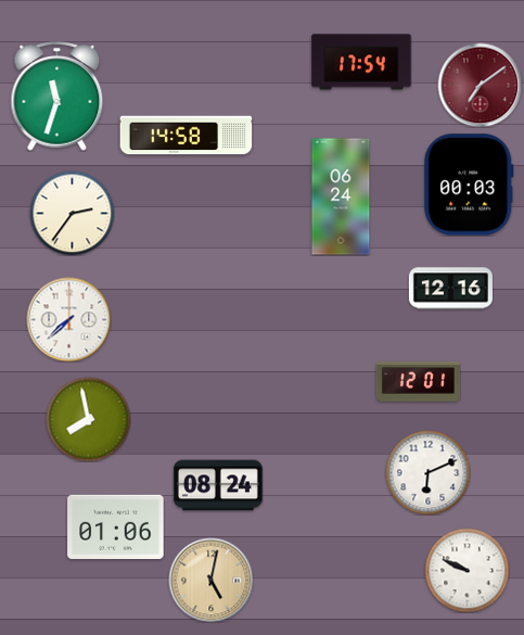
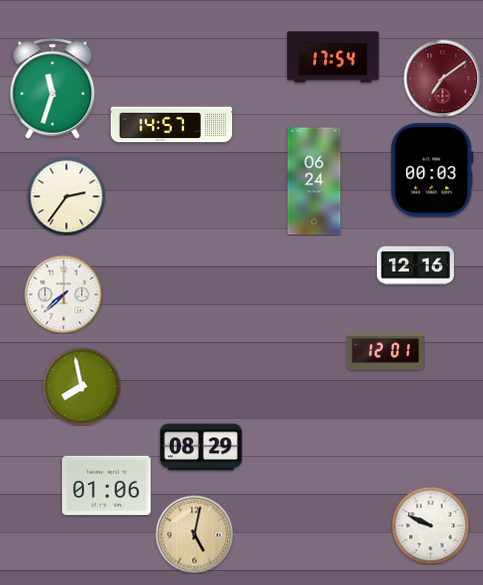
clock at (187, 136): 14:58 -> 14:57
clock at (427, 472): 6:11 -> none
clock at (218, 485): 08:24 -> 08:29
